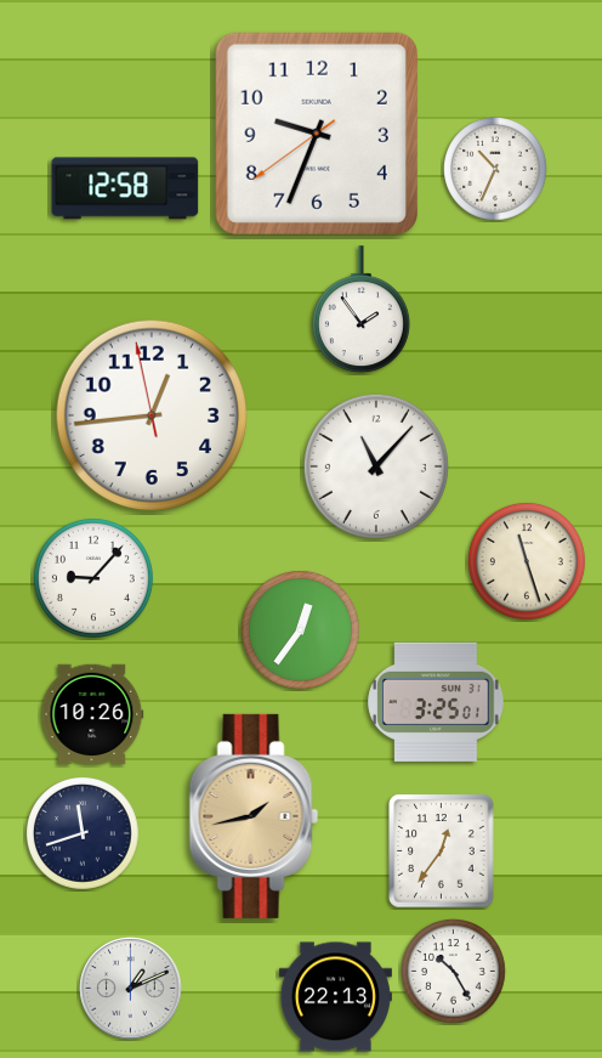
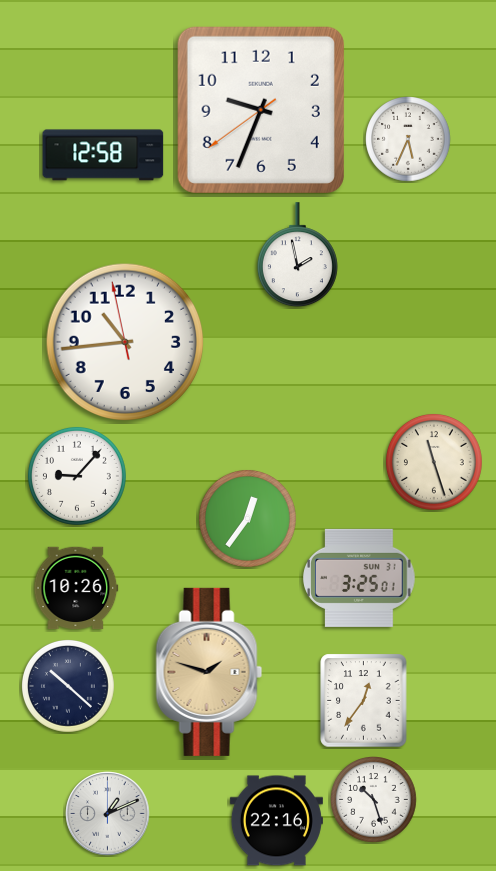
clock at (495, 169): 10:34 -> 5:34
clock at (360, 310): 1:54 -> 1:58
clock at (152, 415): 12:43 -> 10:43
clock at (376, 466): 11:07 -> none
clock at (254, 816): 1:43 -> 1:48
clock at (84, 834): 11:42 -> 10:22
clock at (454, 972): 10:25 -> 10:27
clock at (335, 997): 22:13 -> 22:16
